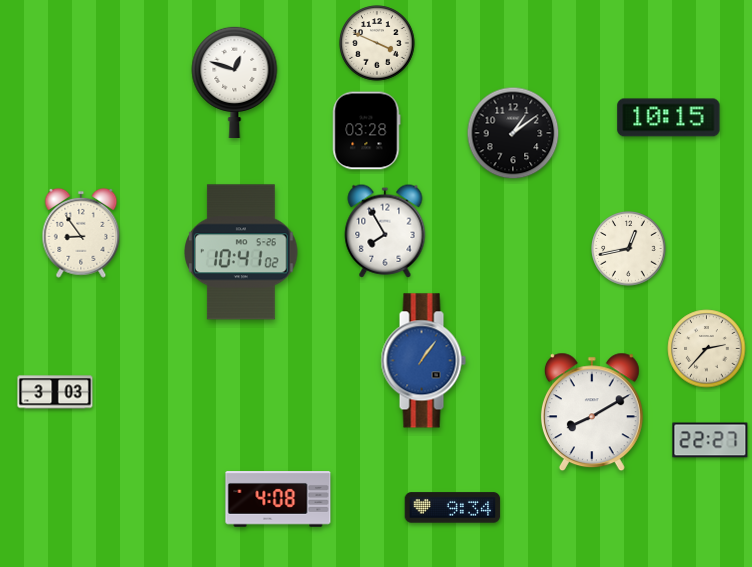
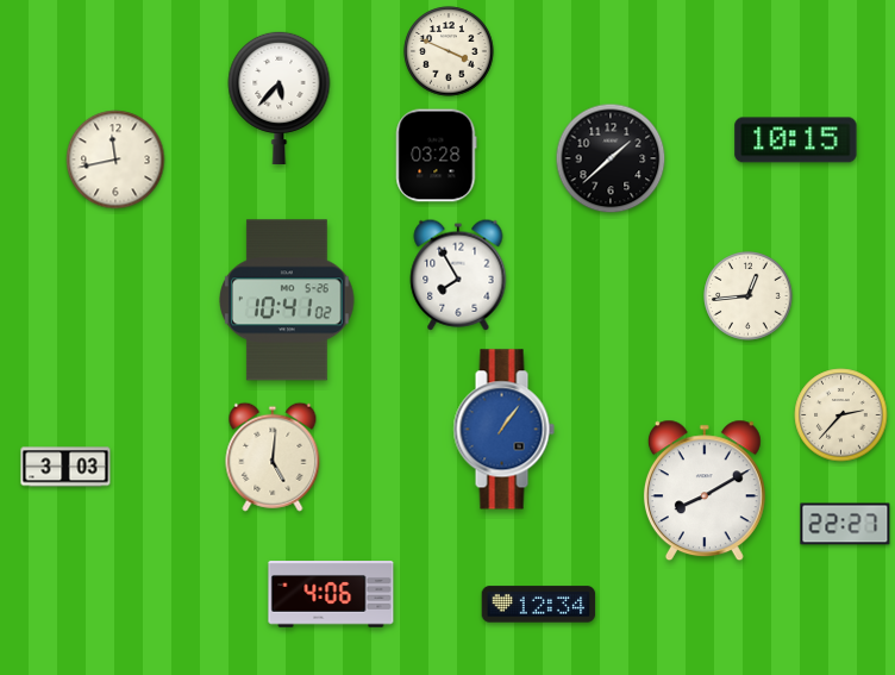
clock at (235, 81): 12:48 -> 5:37
clock at (513, 133): 1:09 -> 1:38
clock at (115, 160): none -> 11:43
clock at (81, 233): 8:54 -> none
clock at (629, 249): 12:43 -> 12:44
clock at (273, 457): none -> 5:01
clock at (278, 499): 4:08 -> 4:06
clock at (453, 508): 9:34 -> 12:34
